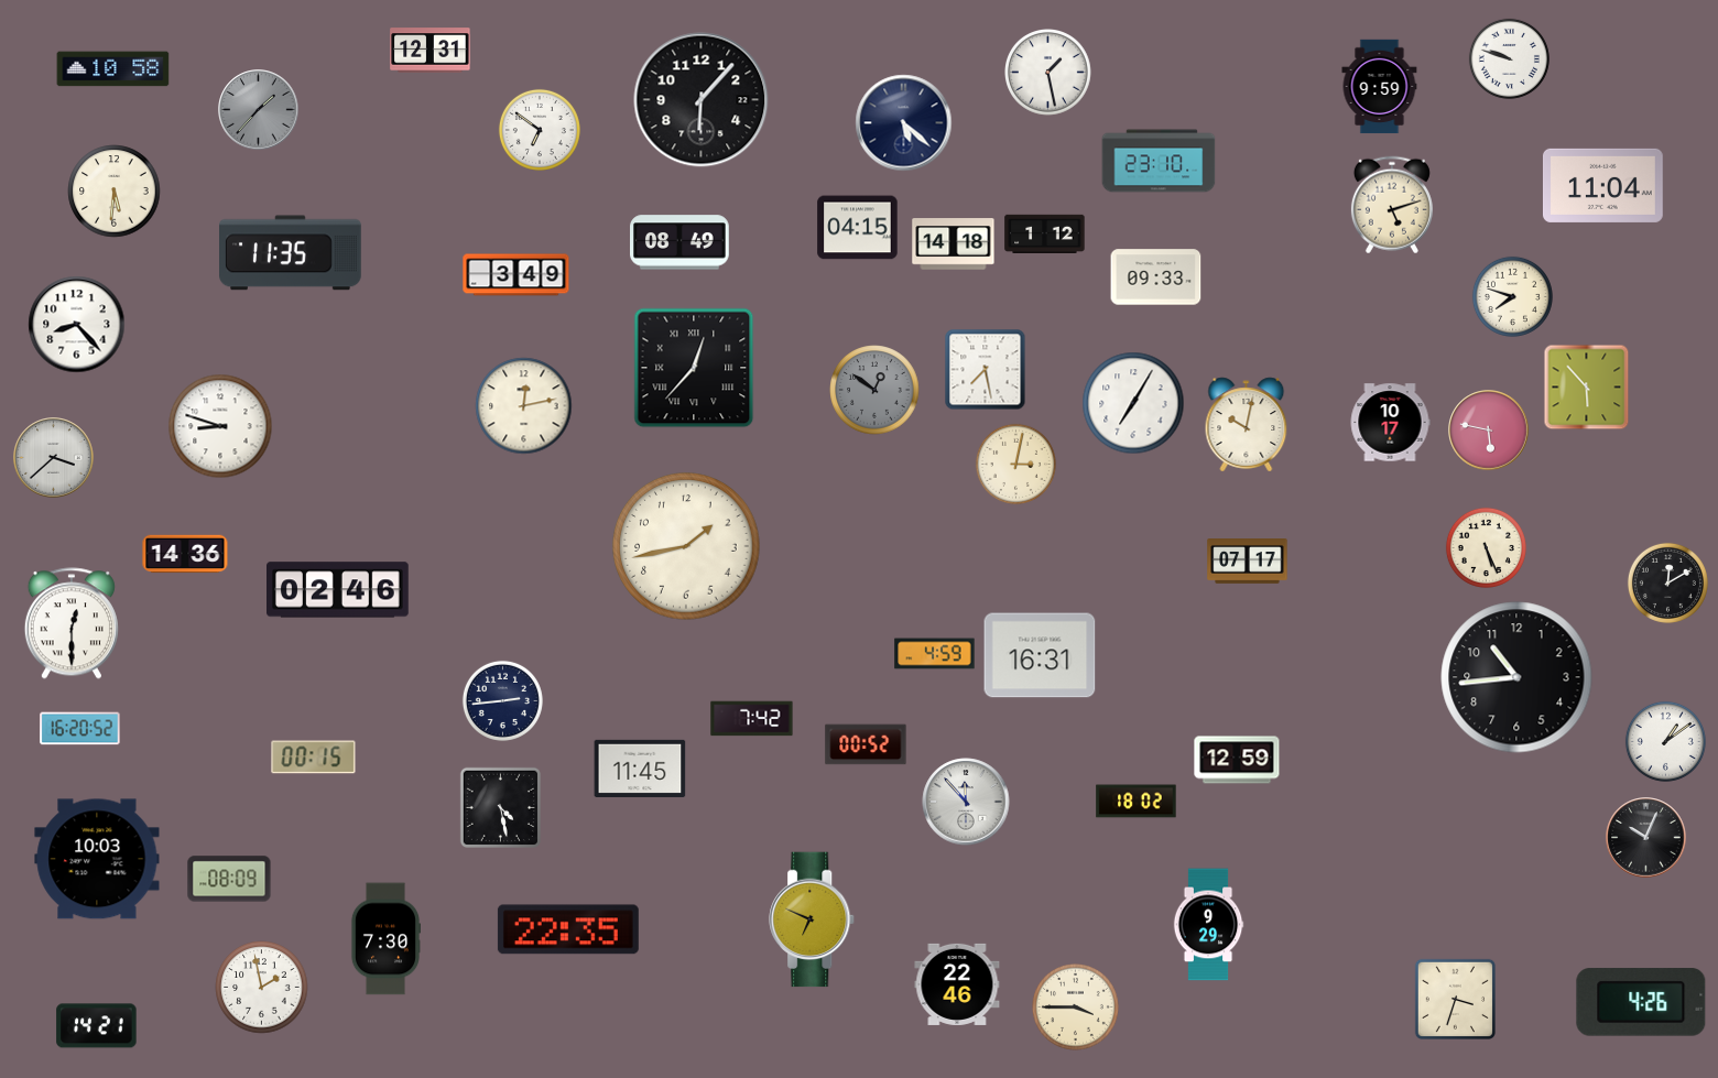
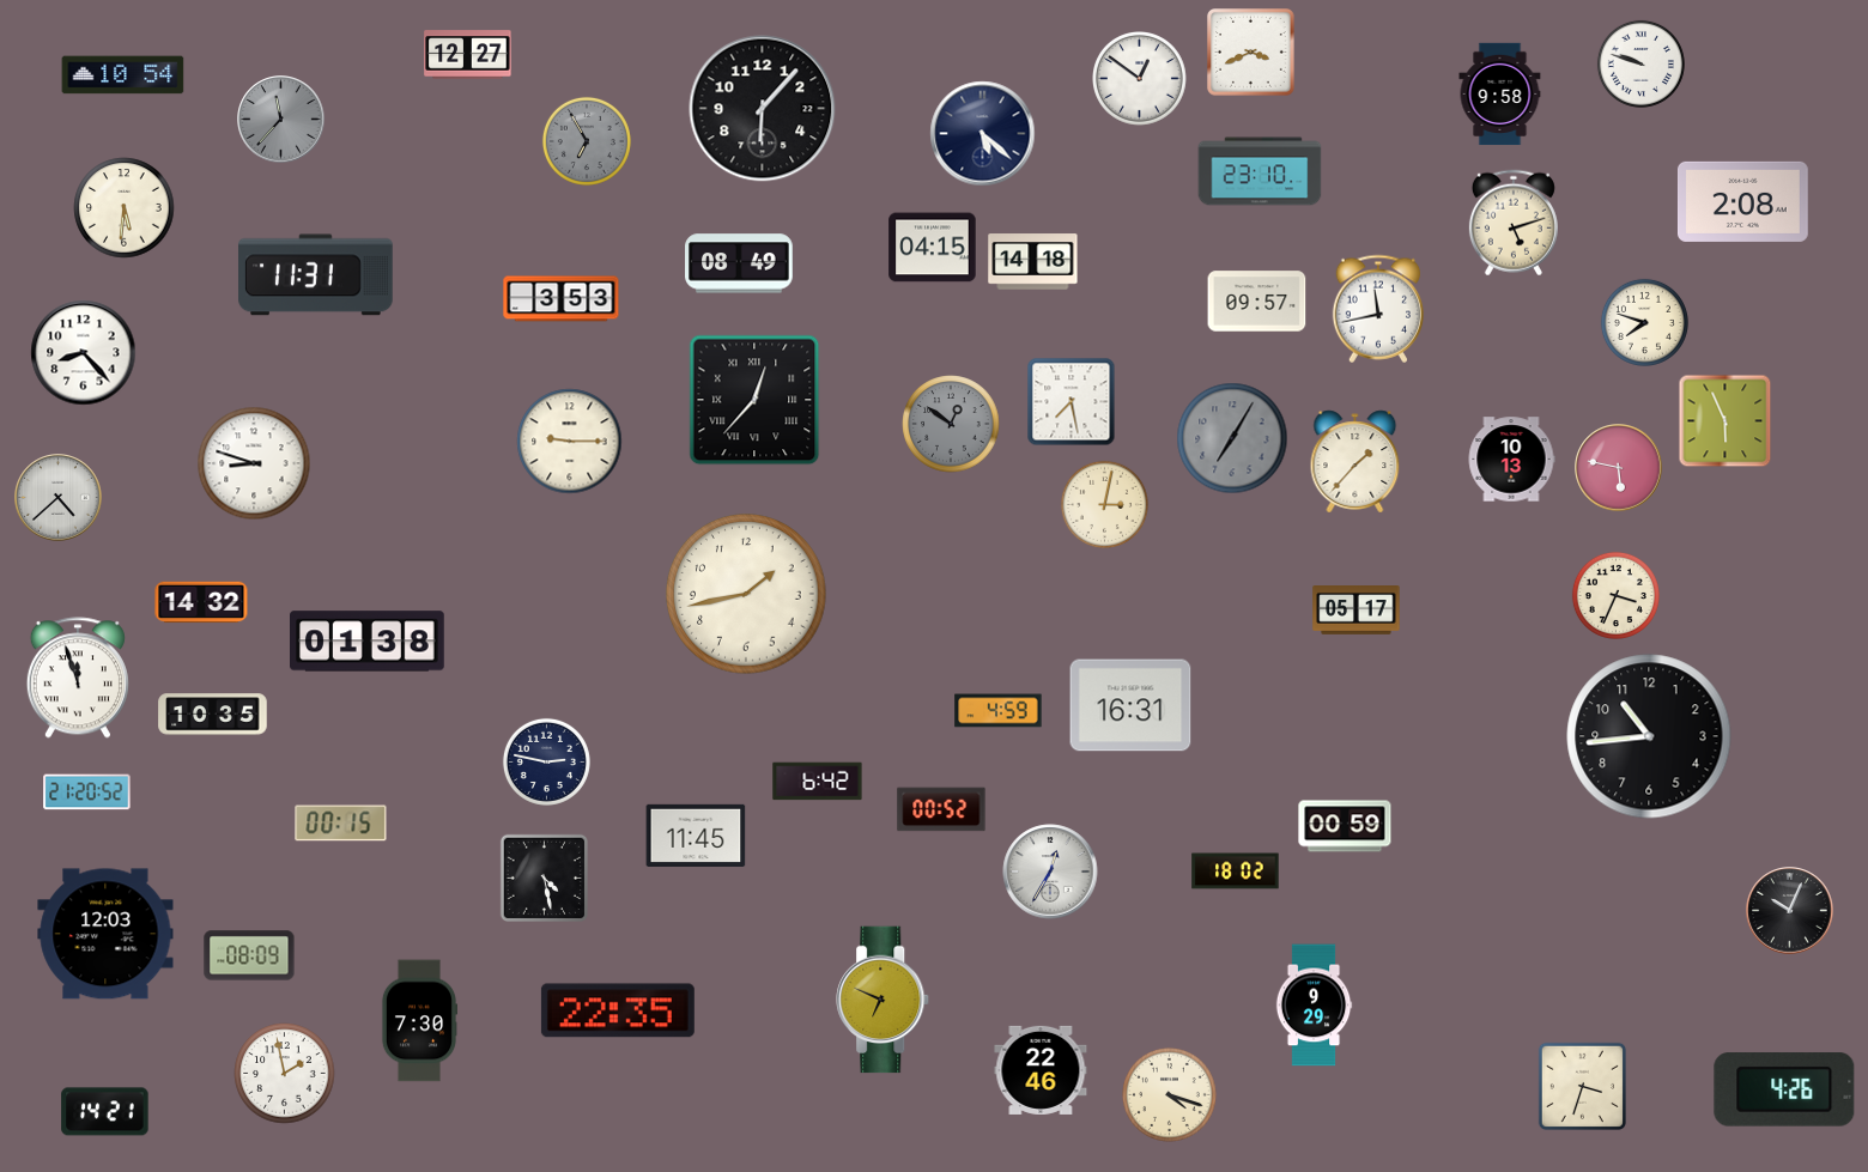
clock at (1251, 53): none -> 3:41
clock at (431, 51): 12:31 -> 12:27
clock at (113, 69): 10:58 -> 10:54
clock at (1048, 73): 1:28 -> 12:51
clock at (1380, 87): 9:59 -> 9:58
clock at (259, 110): 1:37 -> 11:37
clock at (540, 130): 6:51 -> 6:55
clock at (540, 130) dial: white -> grey
clock at (1159, 161) position: (1159, 161) -> (1260, 171)
clock at (1602, 185): 11:04 -> 2:08
clock at (1045, 233): 1:12 -> none
clock at (954, 244) position: (954, 244) -> (1033, 262)
clock at (291, 253): 11:35 -> 11:31
clock at (517, 275): 3:49 -> 3:53
clock at (1156, 277): 09:33 -> 09:57
clock at (1377, 309): none -> 11:43
clock at (1587, 388): 5:53 -> 5:56
clock at (1133, 403) dial: white -> grey
clock at (524, 406): 12:13 -> 9:15
clock at (1390, 423): 10:17 -> 10:13
clock at (1247, 425): 10:02 -> 1:37
clock at (220, 426) position: (220, 426) -> (254, 463)
clock at (54, 458): 3:38 -> 4:38
clock at (1486, 547): 5:26 -> 3:34
clock at (185, 554): 14:36 -> 14:32
clock at (1248, 562): 07:17 -> 05:17
clock at (1667, 582): 12:10 -> none
clock at (338, 590): 02:46 -> 01:38
clock at (72, 623): 12:30 -> 11:57
clock at (935, 654) position: (935, 654) -> (999, 711)
clock at (1040, 655) position: (1040, 655) -> (1130, 705)
clock at (213, 715): none -> 10:35
clock at (502, 700): 2:44 -> 2:47
clock at (752, 719): 7:42 -> 6:42
clock at (80, 729): 16:20 -> 21:20
clock at (1665, 741): 1:09 -> none
clock at (1237, 760): 12:59 -> 00:59
clock at (966, 802): 11:53 -> 12:35
clock at (97, 859): 10:03 -> 12:03
clock at (1076, 1008): 3:45 -> 4:18
clock at (97, 1026) position: (97, 1026) -> (105, 1112)
